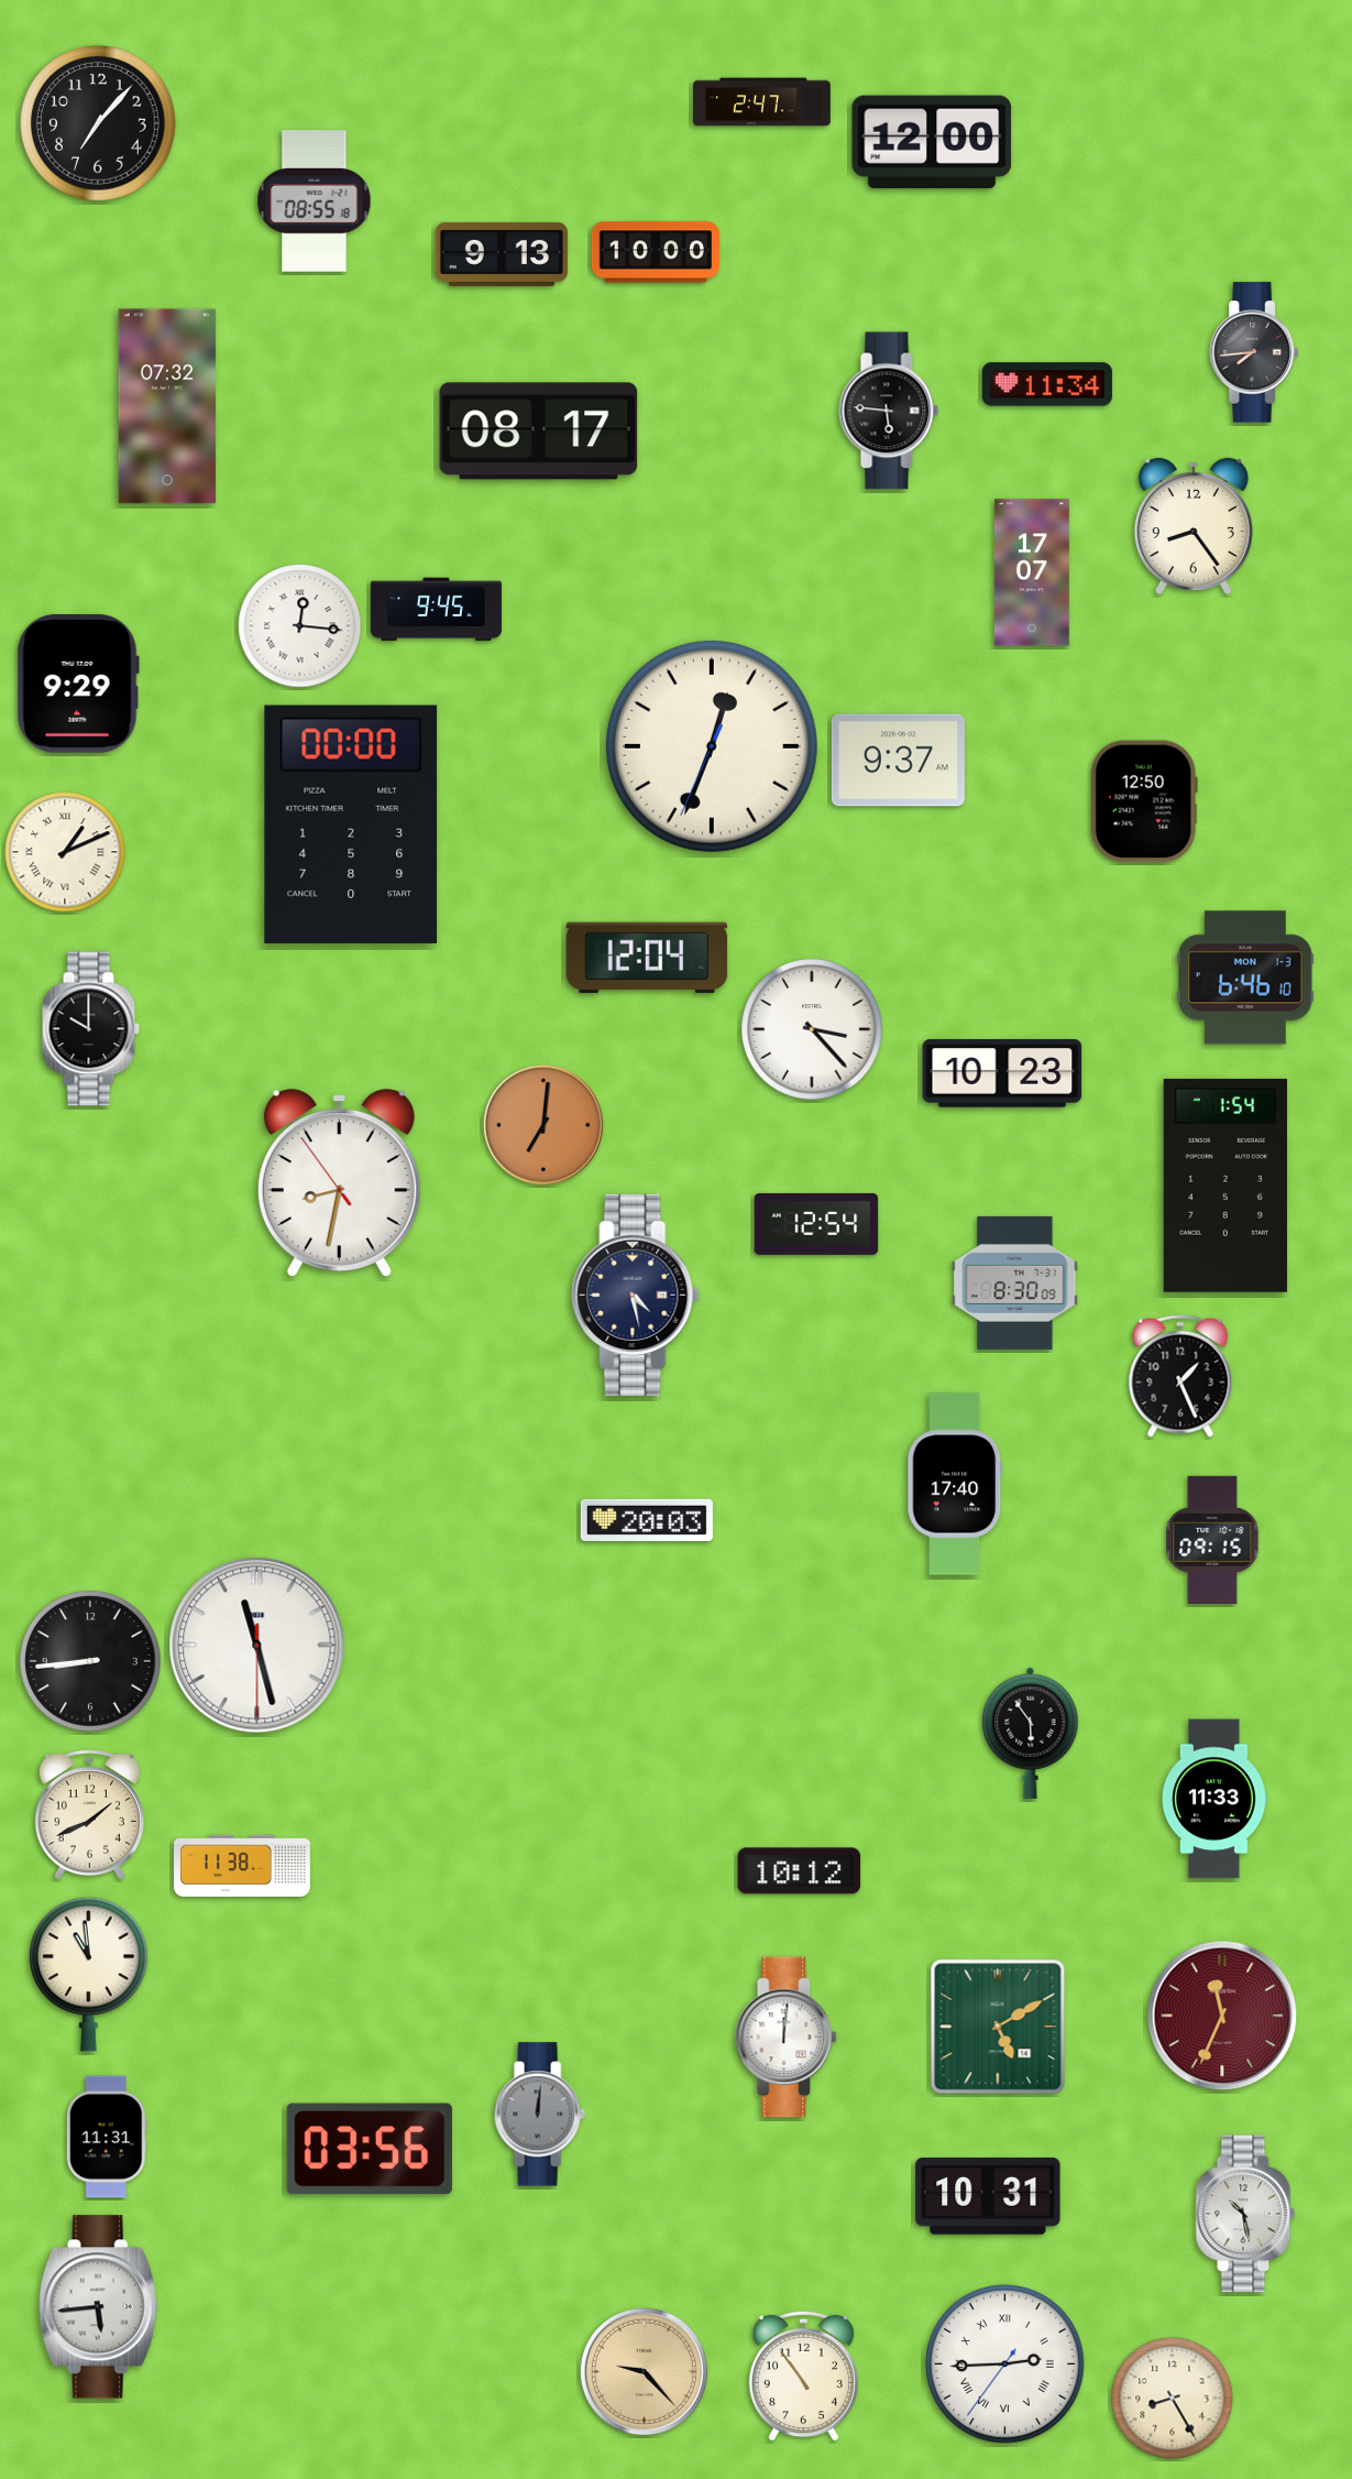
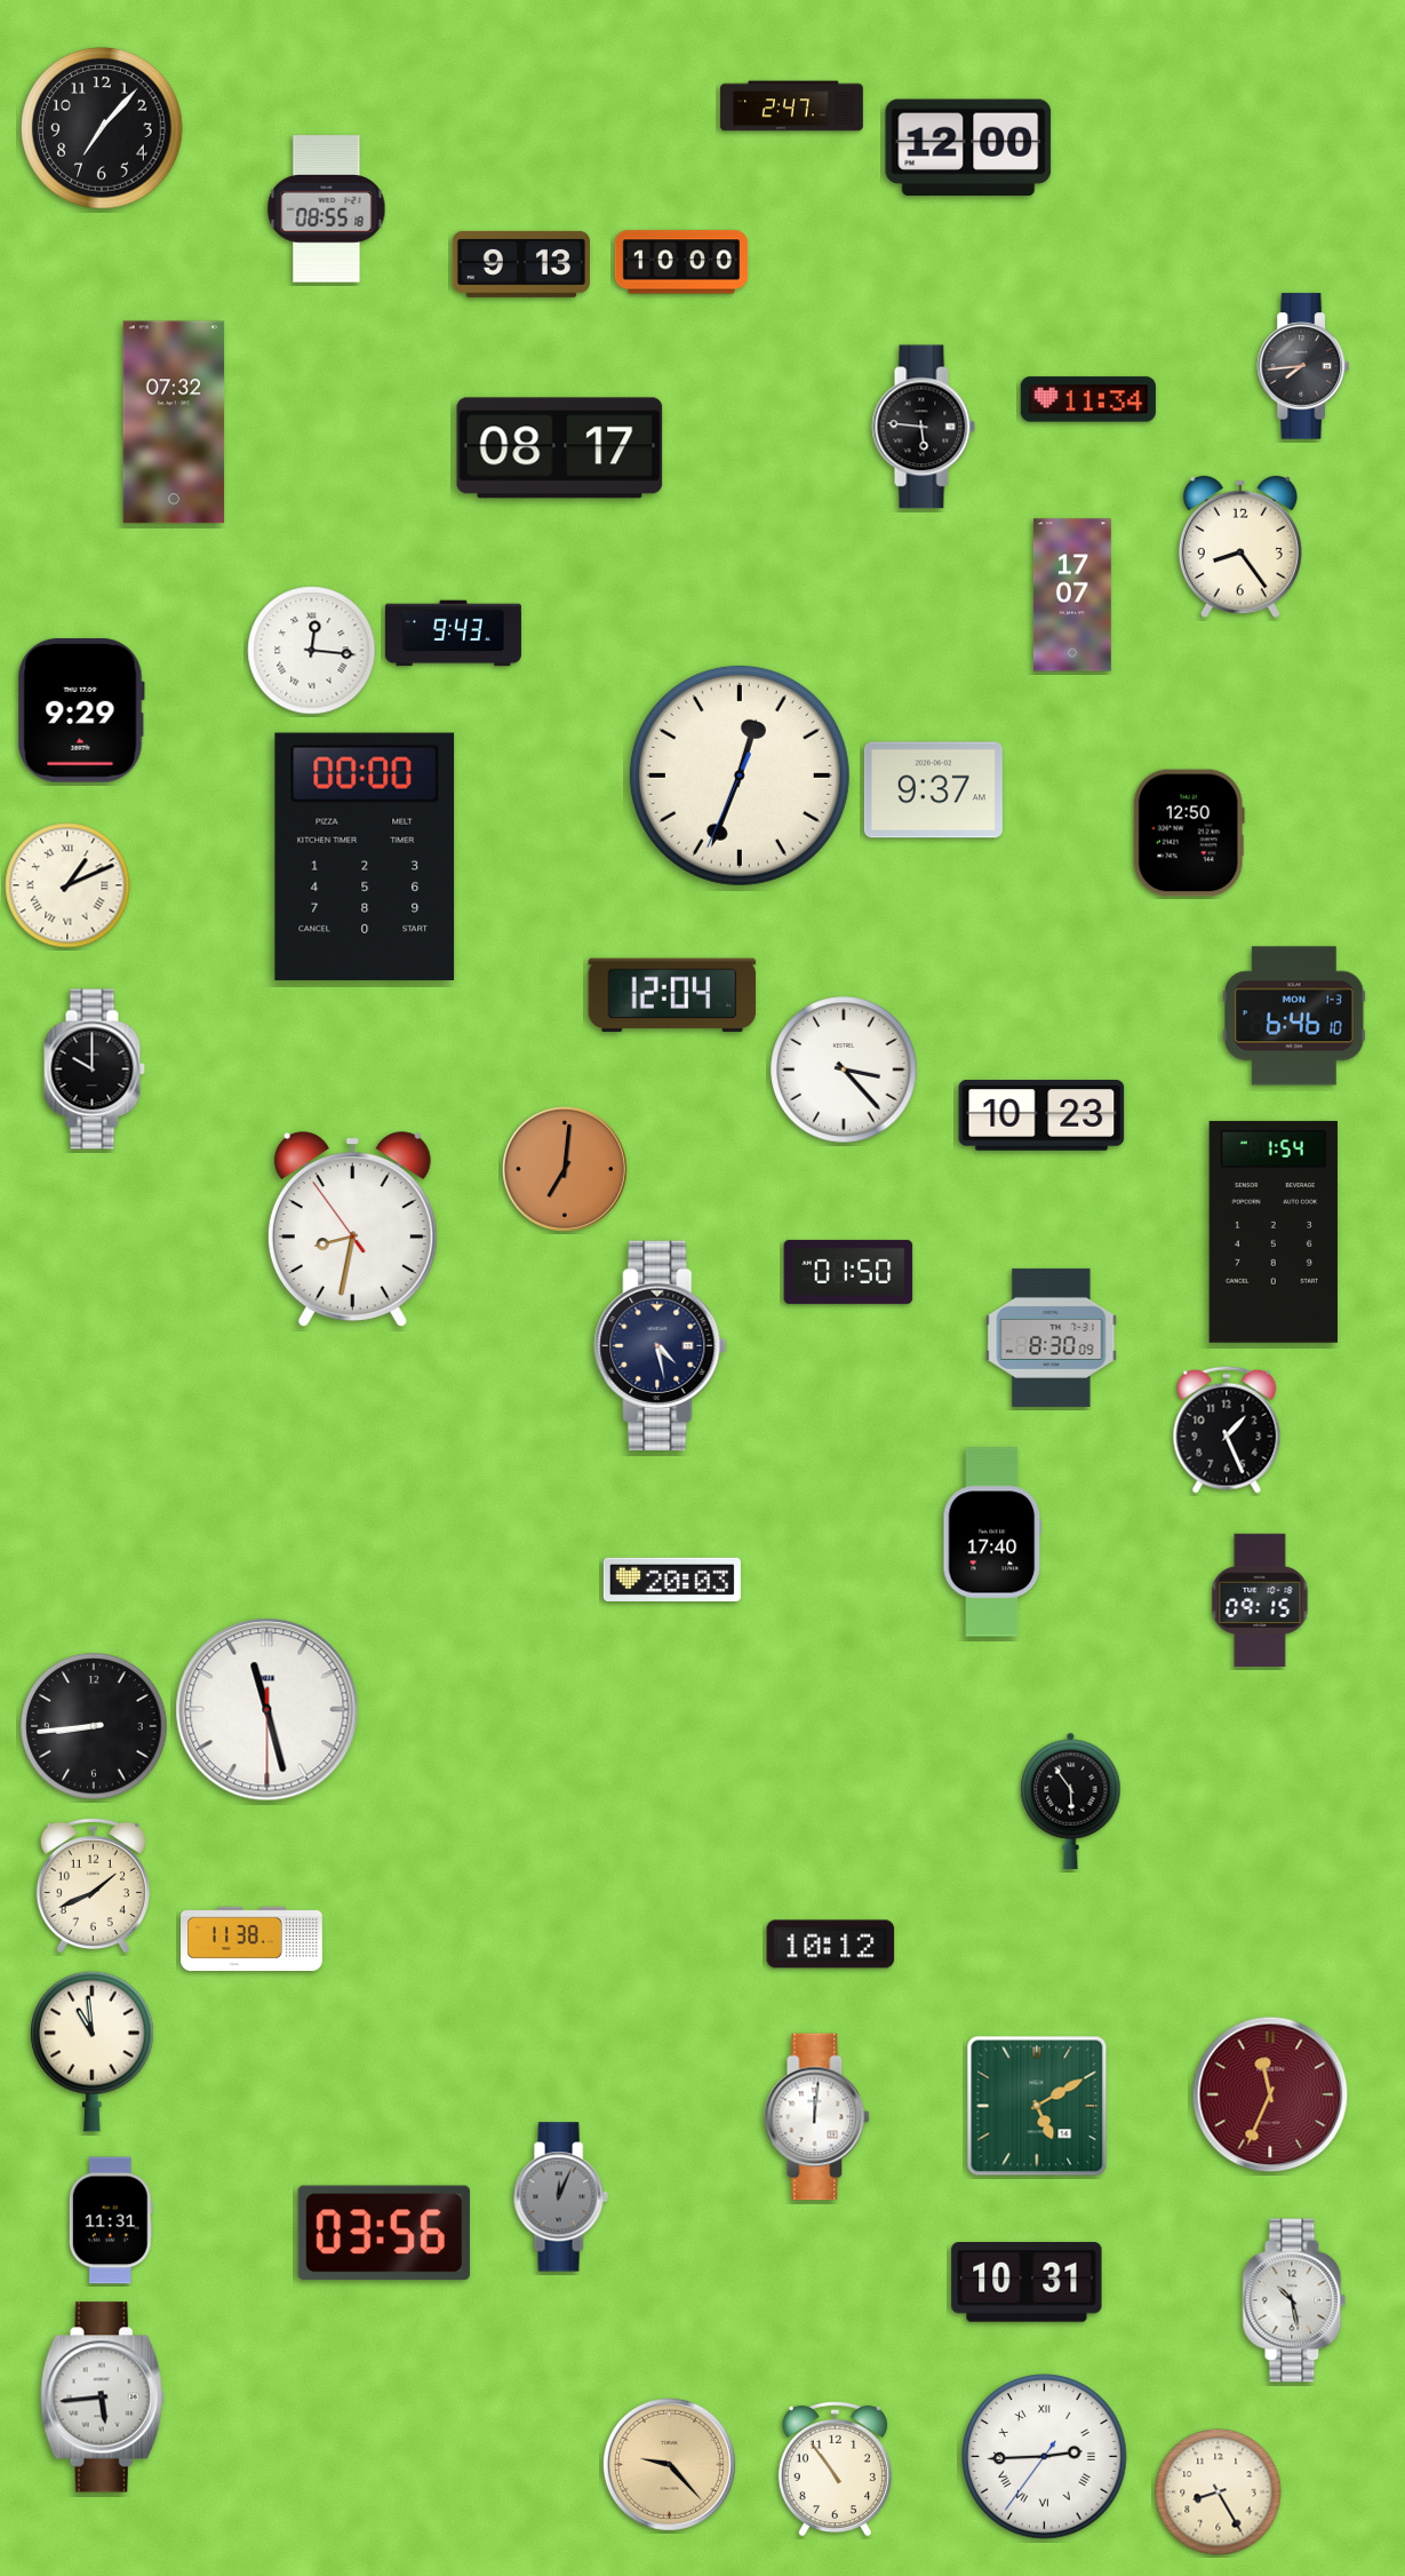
clock at (436, 610): 9:45 -> 9:43
clock at (816, 1224): 12:54 -> 01:50
clock at (1015, 1282) position: (1015, 1282) -> (1052, 1337)
clock at (1214, 1799): 11:33 -> none
clock at (539, 2115): 12:01 -> 12:04
